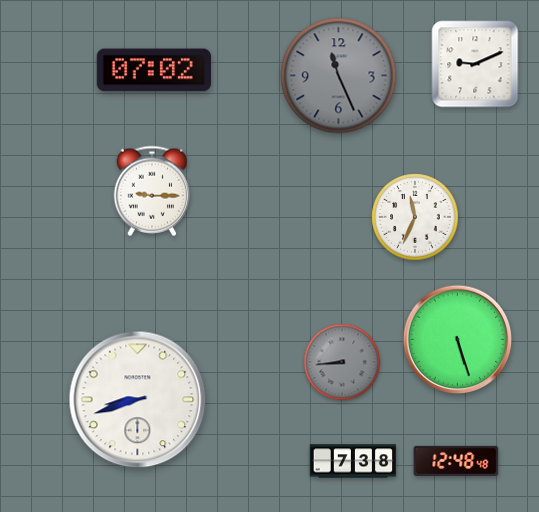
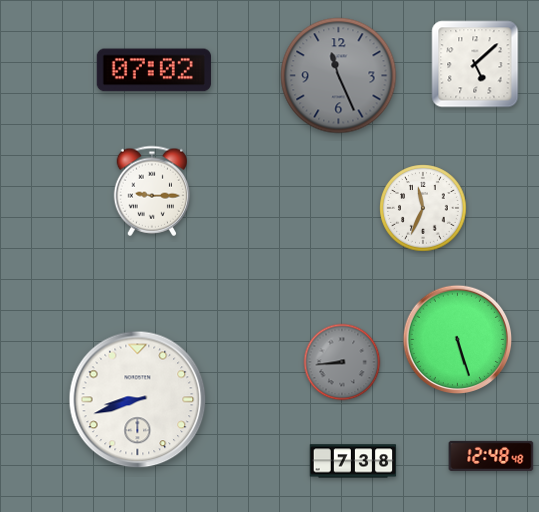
clock at (475, 64): 9:11 -> 5:08
clock at (415, 217) position: (415, 217) -> (423, 208)
clock at (456, 461) position: (456, 461) -> (491, 456)
